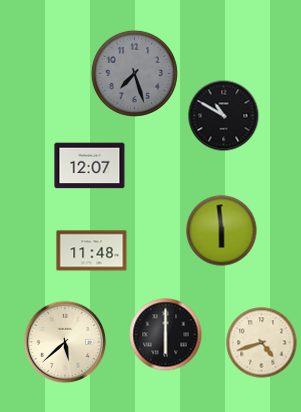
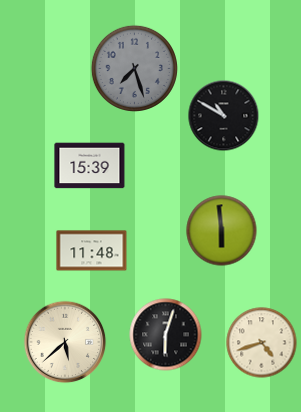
clock at (134, 73) position: (134, 73) -> (134, 68)
clock at (90, 166): 12:07 -> 15:39
clock at (166, 335): 6:00 -> 6:03
